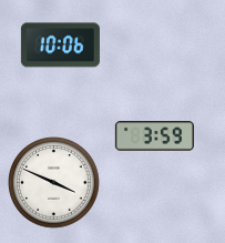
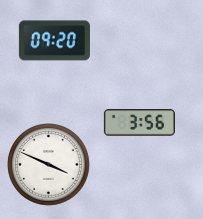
clock at (60, 45): 10:06 -> 09:20
clock at (154, 136): 3:59 -> 3:56
